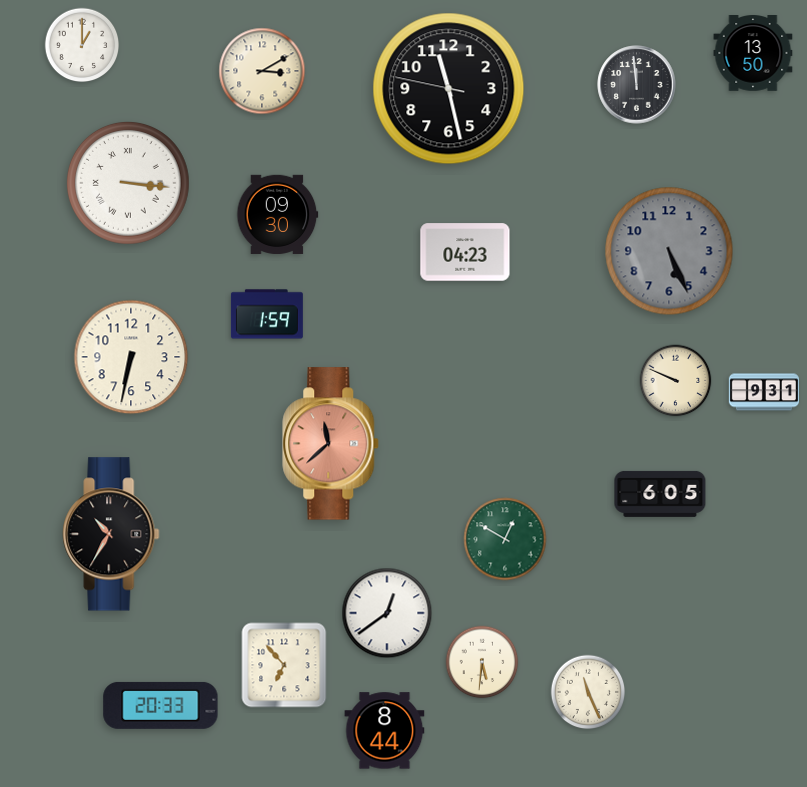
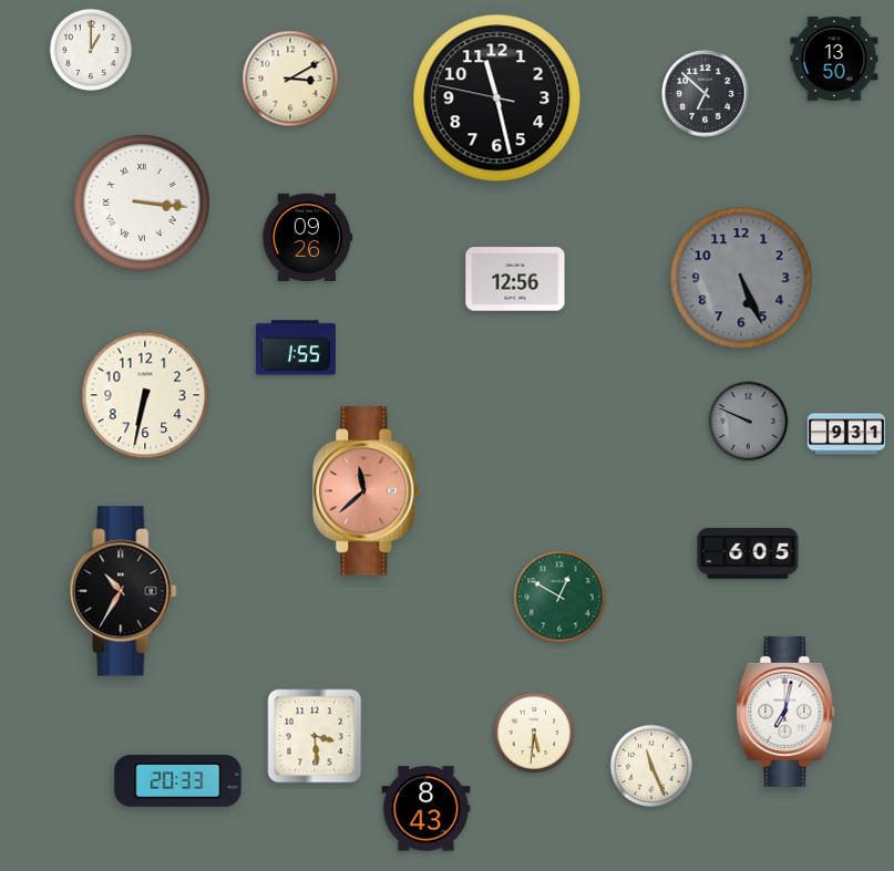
clock at (637, 85): 11:59 -> 6:52
clock at (278, 214): 09:30 -> 09:26
clock at (465, 252): 04:23 -> 12:56
clock at (267, 314): 1:59 -> 1:55
clock at (676, 381) dial: cream -> grey
clock at (660, 494) position: (660, 494) -> (748, 553)
clock at (387, 613): 12:39 -> none
clock at (785, 712): none -> 7:02
clock at (284, 665): 6:53 -> 3:29
clock at (385, 731): 8:44 -> 8:43
